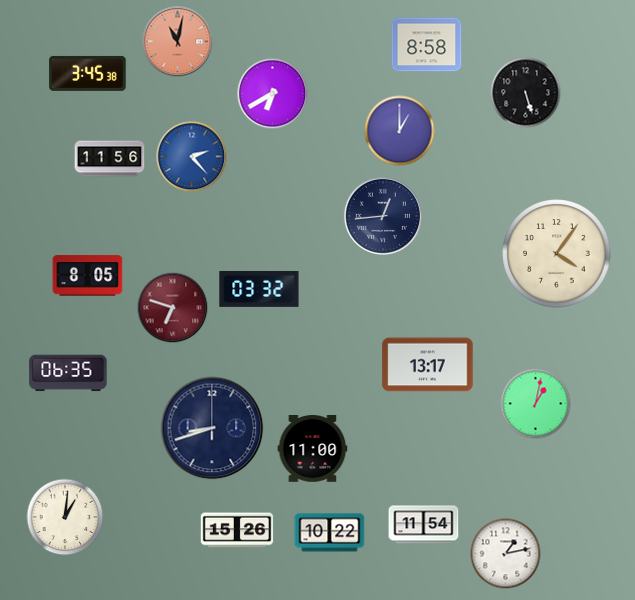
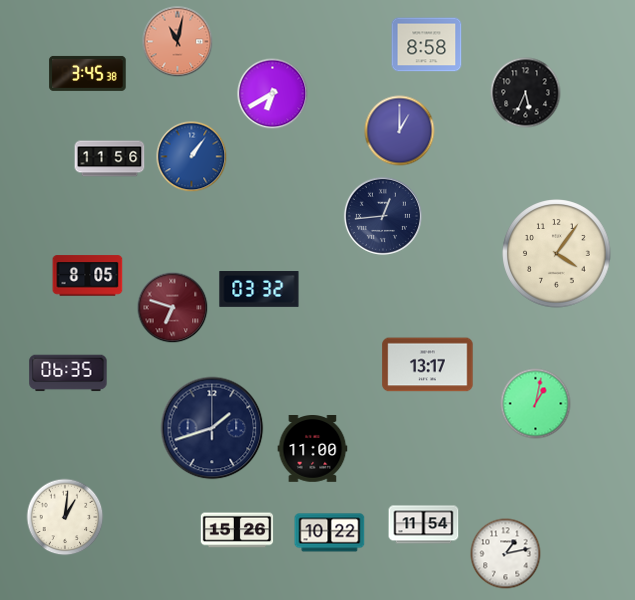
clock at (526, 93): 5:27 -> 5:34
clock at (192, 157): 2:23 -> 1:06
clock at (212, 428): 8:42 -> 1:42
